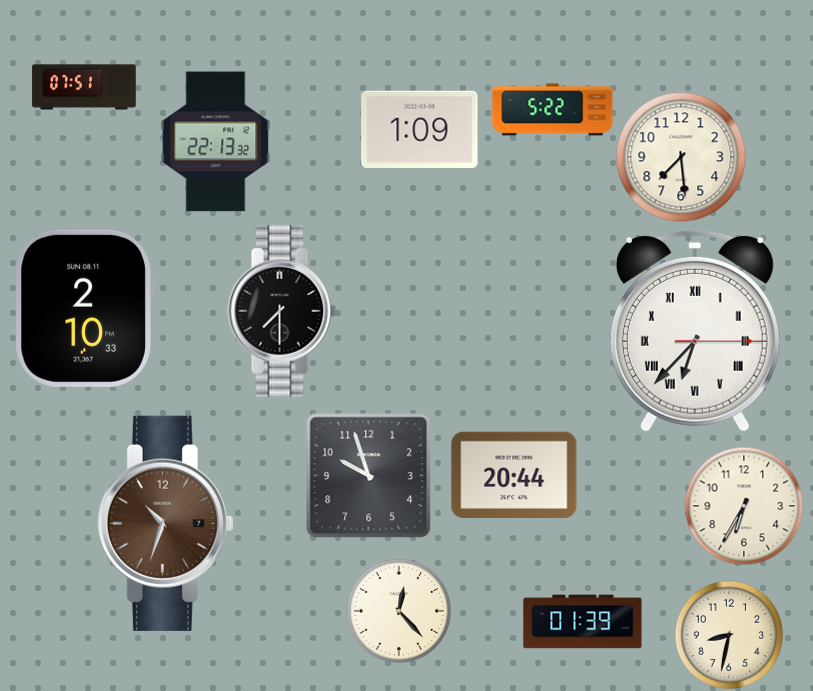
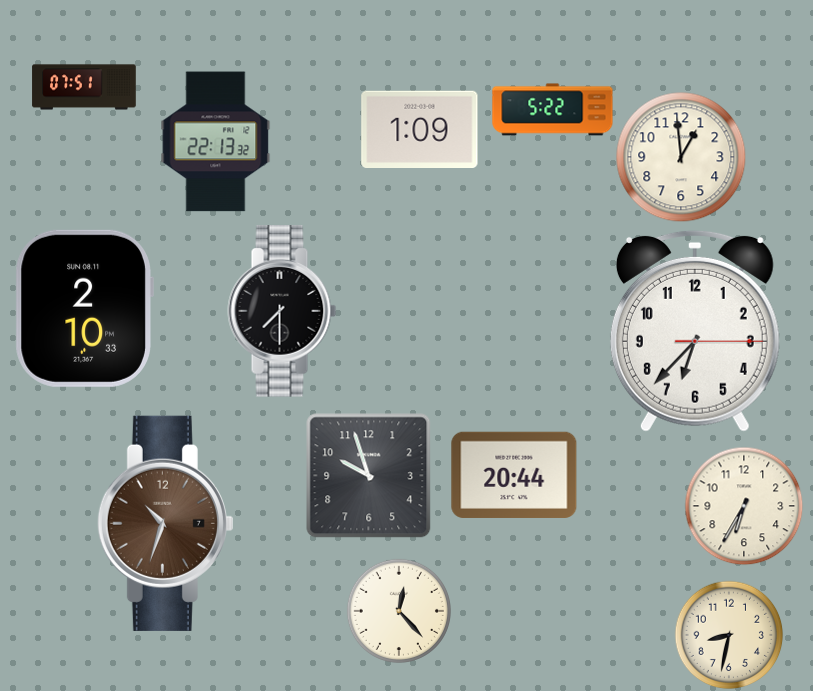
clock at (681, 157): 7:29 -> 12:59
clock at (695, 331) numerals: Roman -> Arabic
clock at (583, 622): 01:39 -> none
